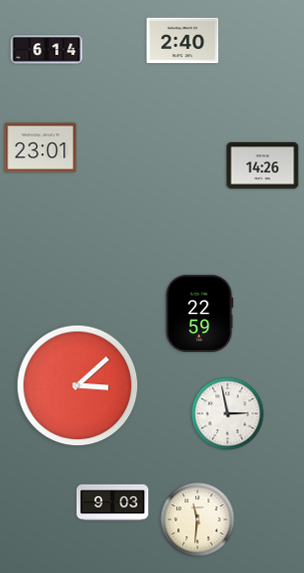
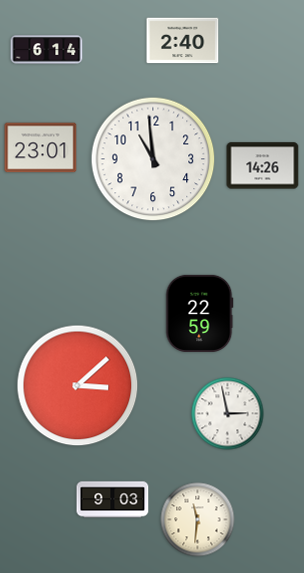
clock at (153, 159): none -> 10:59
clock at (113, 503) position: (113, 503) -> (113, 500)
